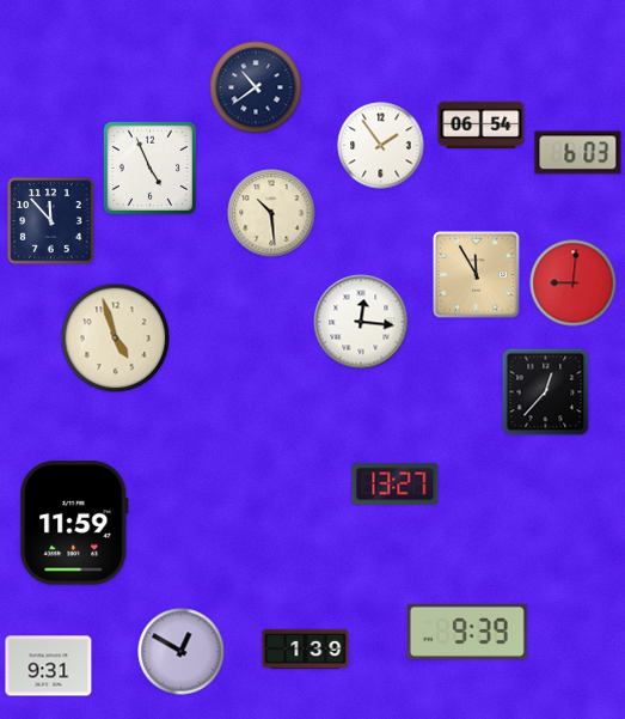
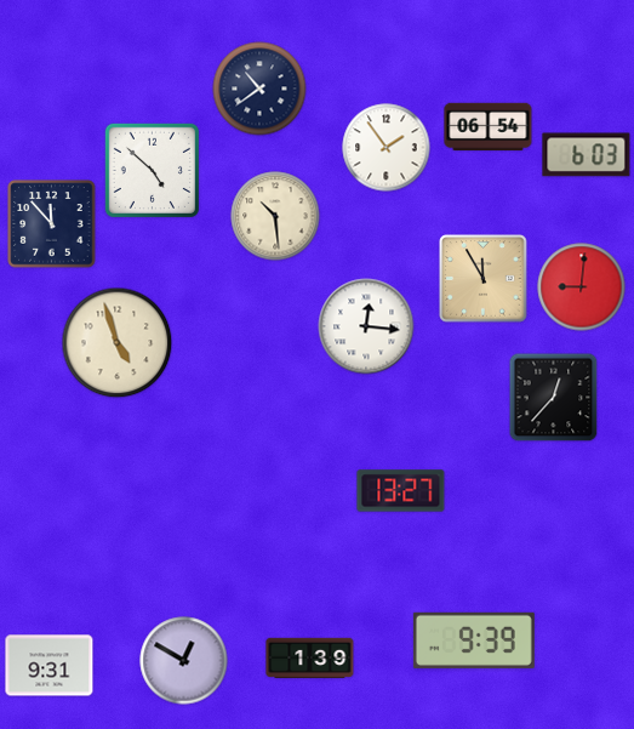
clock at (149, 167): 4:56 -> 4:52
clock at (74, 523): 11:59 -> none
clock at (49, 666) position: (49, 666) -> (50, 666)
